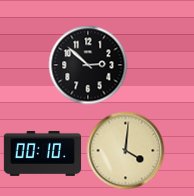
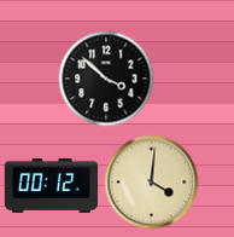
clock at (88, 65): 2:52 -> 3:52
clock at (42, 153): 00:10 -> 00:12
